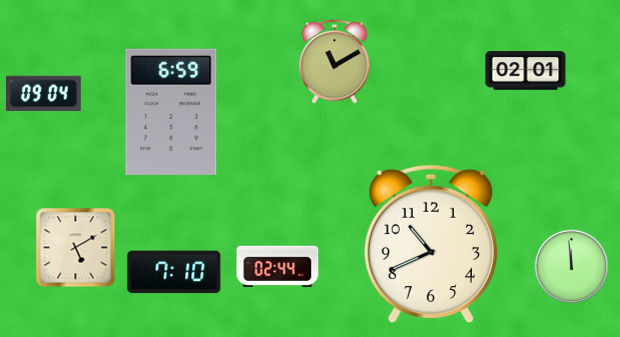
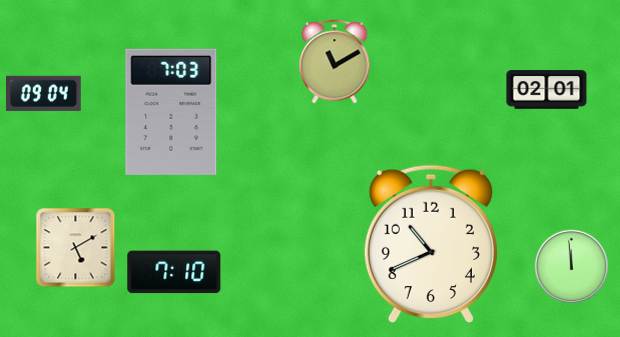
clock at (526, 71) position: (526, 71) -> (547, 90)
clock at (171, 112): 6:59 -> 7:03
clock at (278, 267): 02:44 -> none
